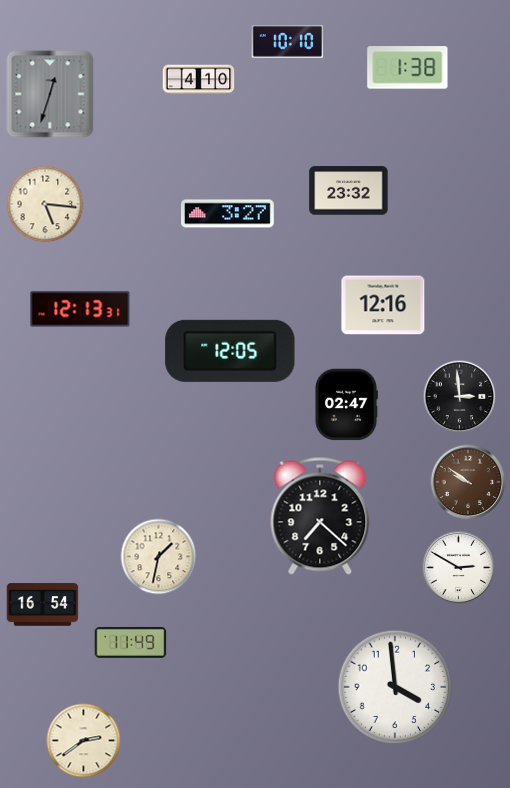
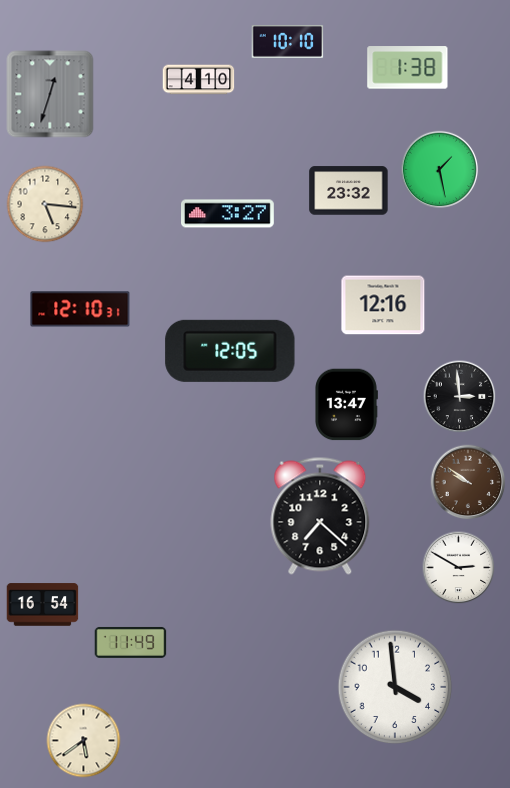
clock at (440, 170): none -> 1:28
clock at (80, 309): 12:13 -> 12:10
clock at (347, 405): 02:47 -> 13:47
clock at (159, 557): 1:32 -> none
clock at (84, 741): 2:39 -> 5:39
